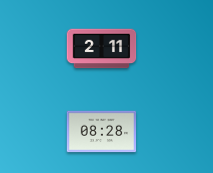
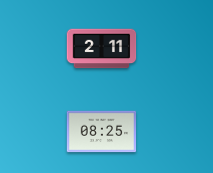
clock at (102, 132): 08:28 -> 08:25
